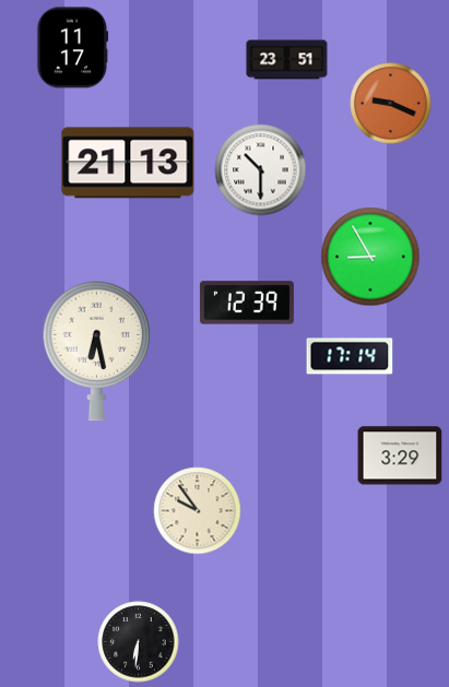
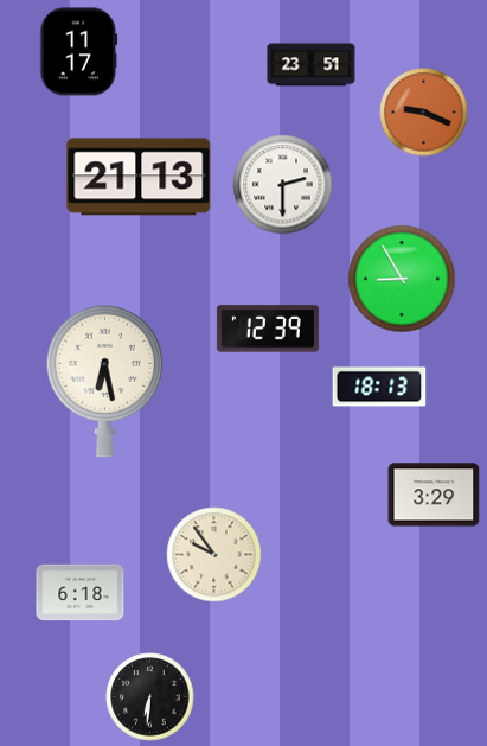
clock at (261, 170): 10:30 -> 2:30
clock at (350, 356): 17:14 -> 18:13
clock at (81, 593): none -> 6:18
